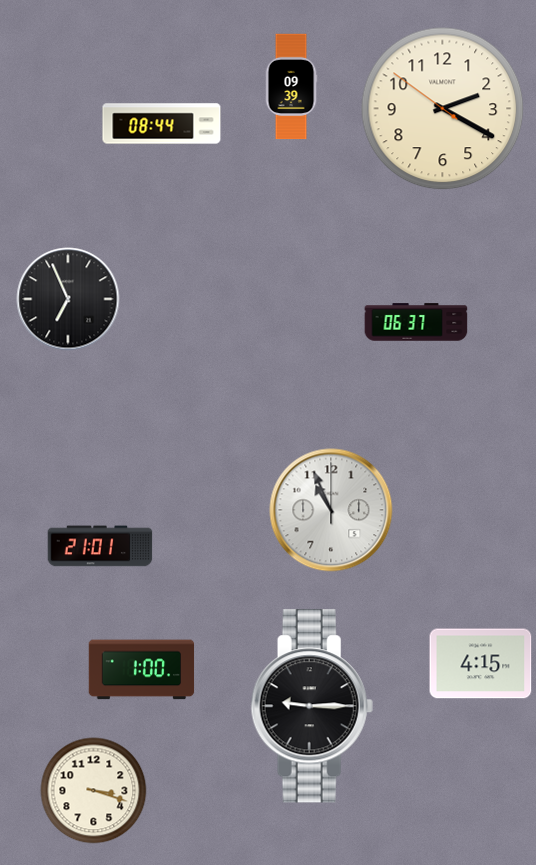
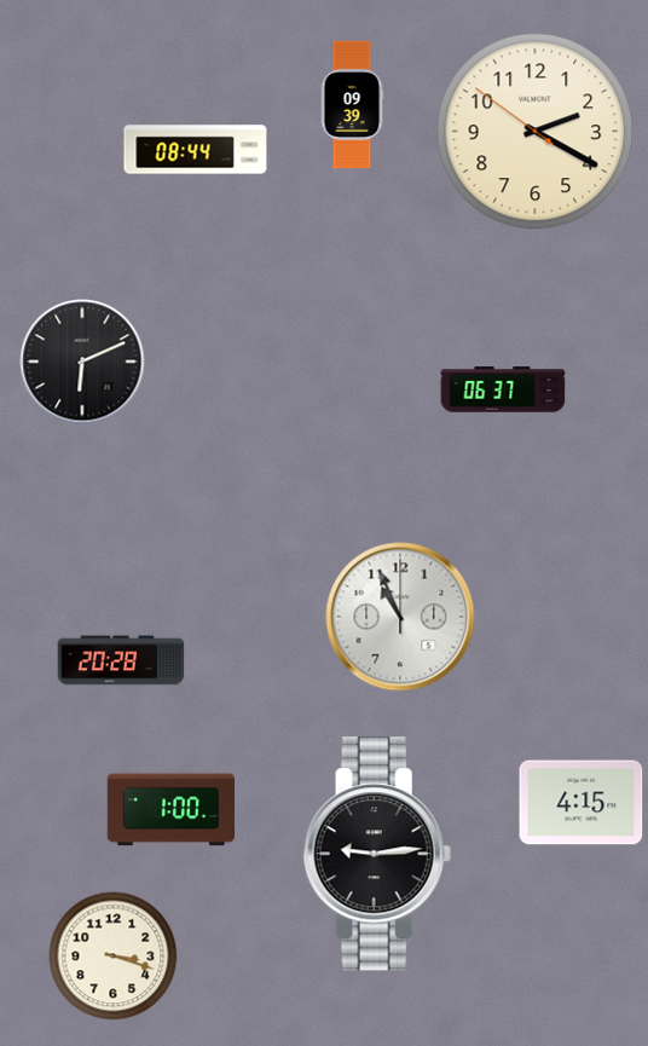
clock at (68, 299): 6:56 -> 6:11
clock at (100, 546): 21:01 -> 20:28
clock at (312, 706): 9:15 -> 9:14
